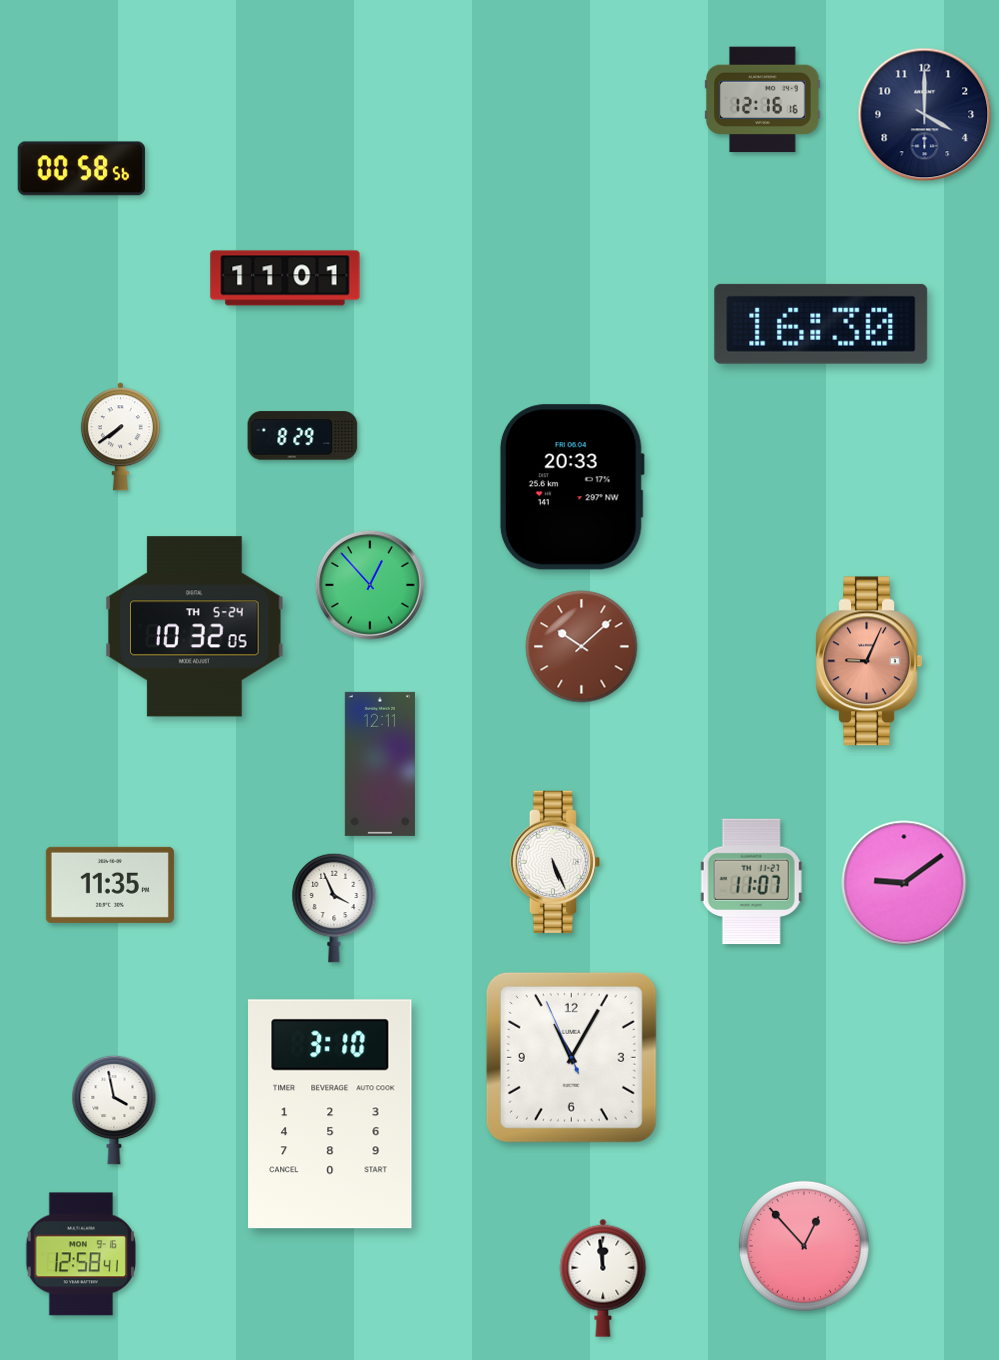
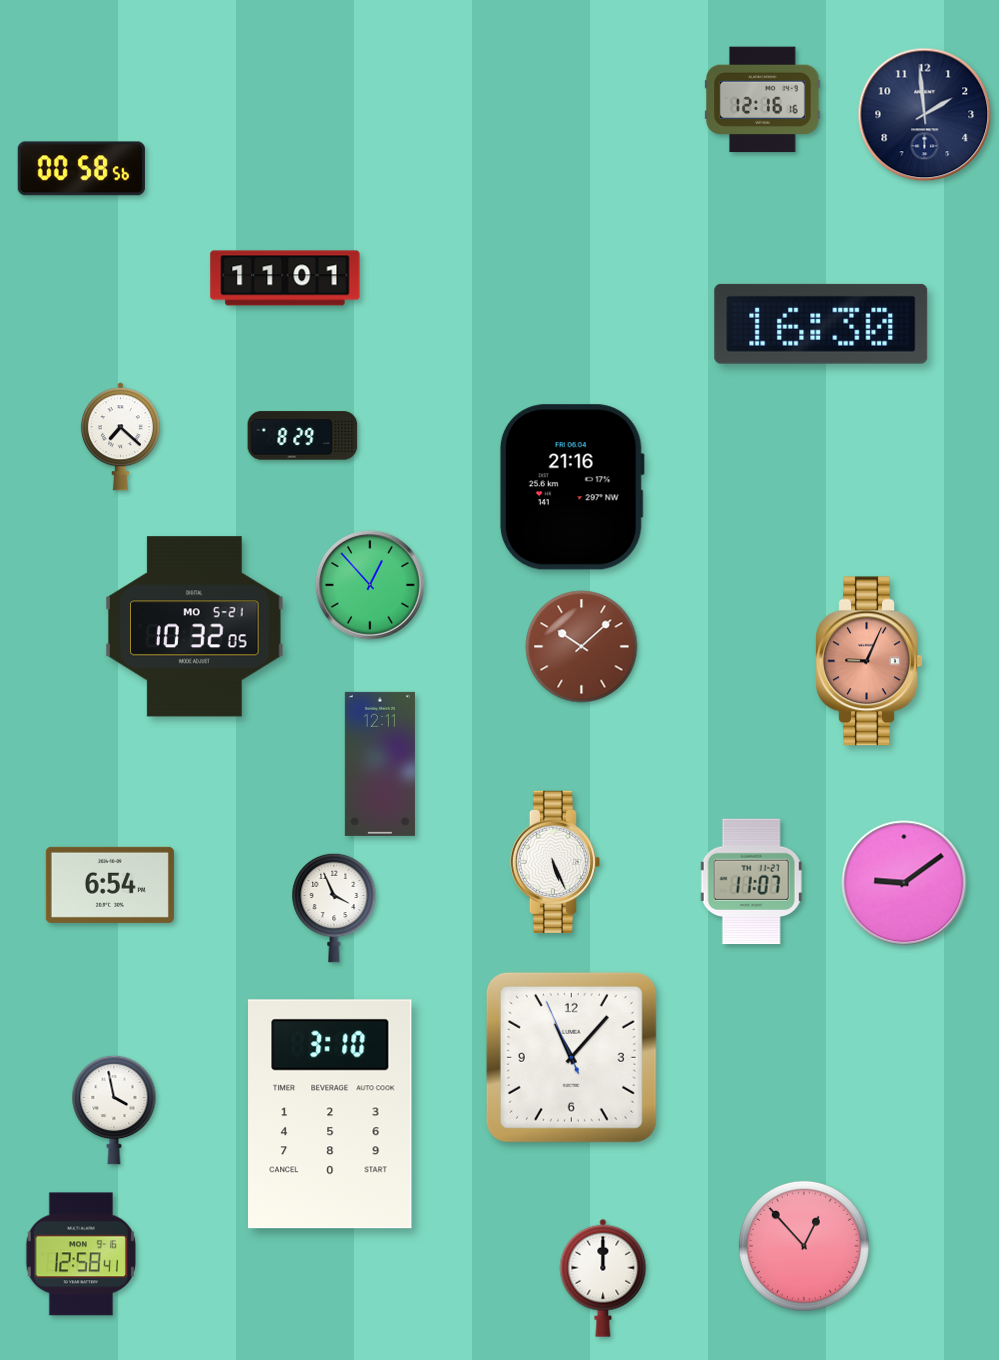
clock at (925, 115): 4:00 -> 1:59
clock at (120, 437): 7:39 -> 7:22
clock at (572, 487): 20:33 -> 21:16
clock at (195, 627) date: TH 5-24 -> MO 5-21
clock at (110, 885): 11:35 -> 6:54
clock at (571, 1057): 11:04 -> 11:06
clock at (603, 1278): 11:59 -> 12:00
